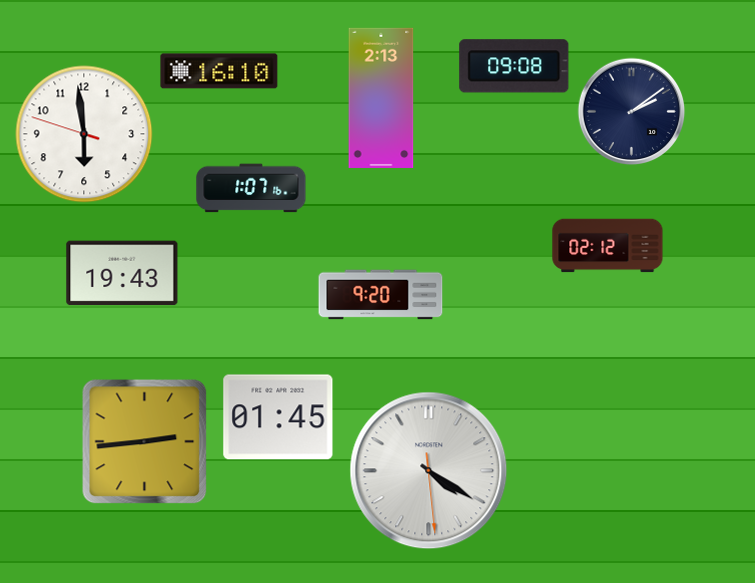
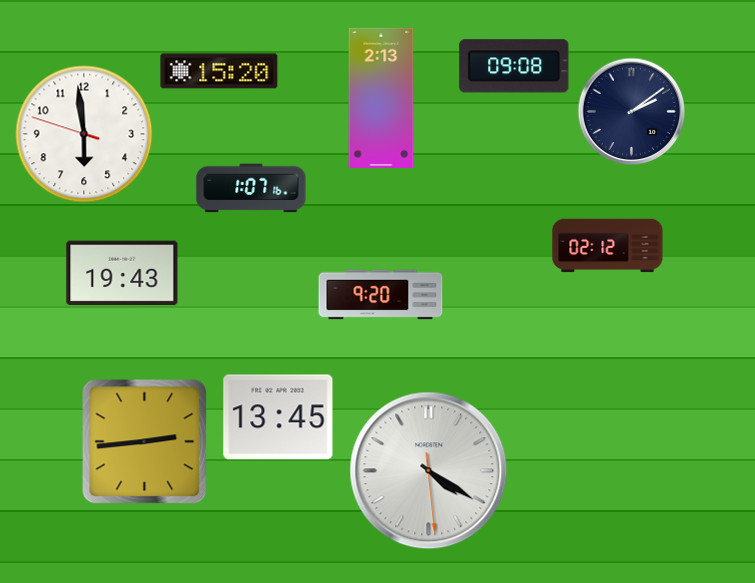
clock at (219, 71): 16:10 -> 15:20
clock at (278, 417): 01:45 -> 13:45
